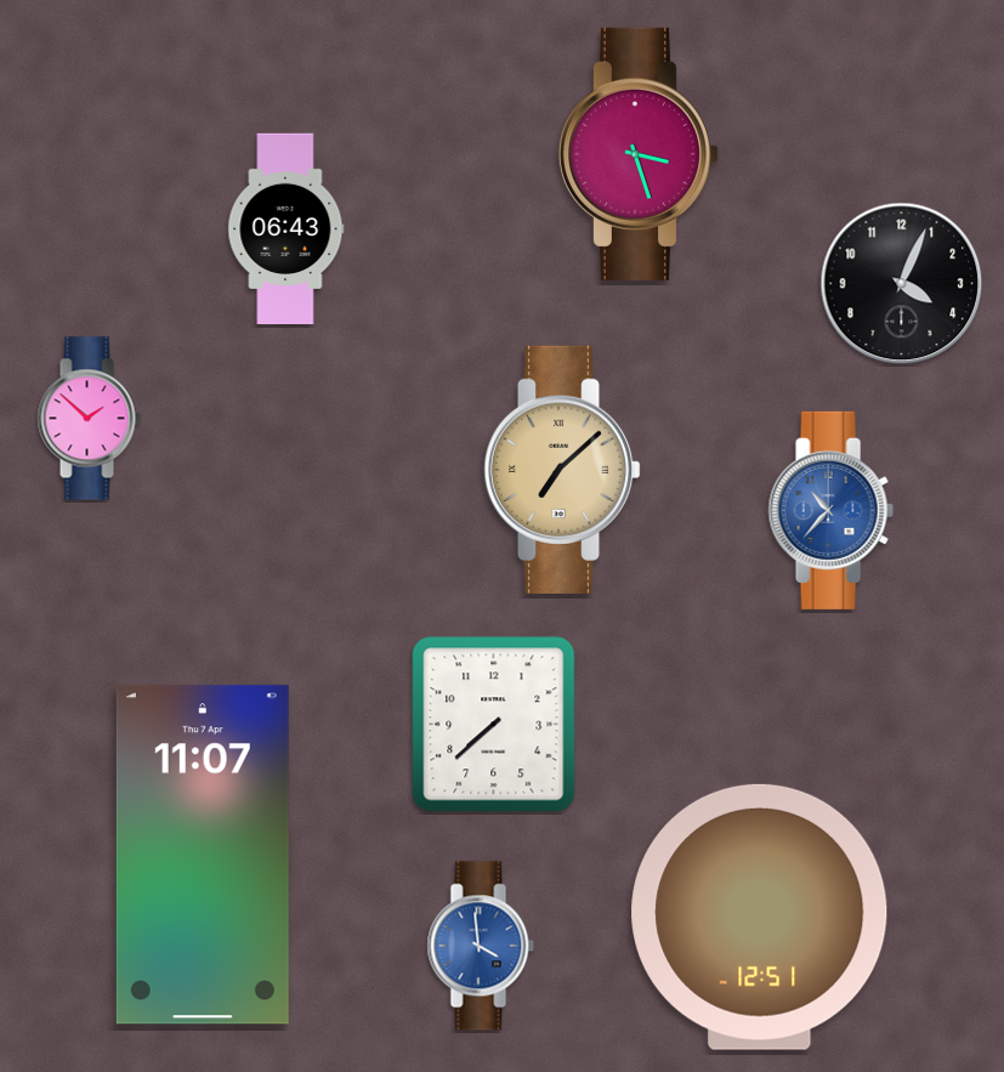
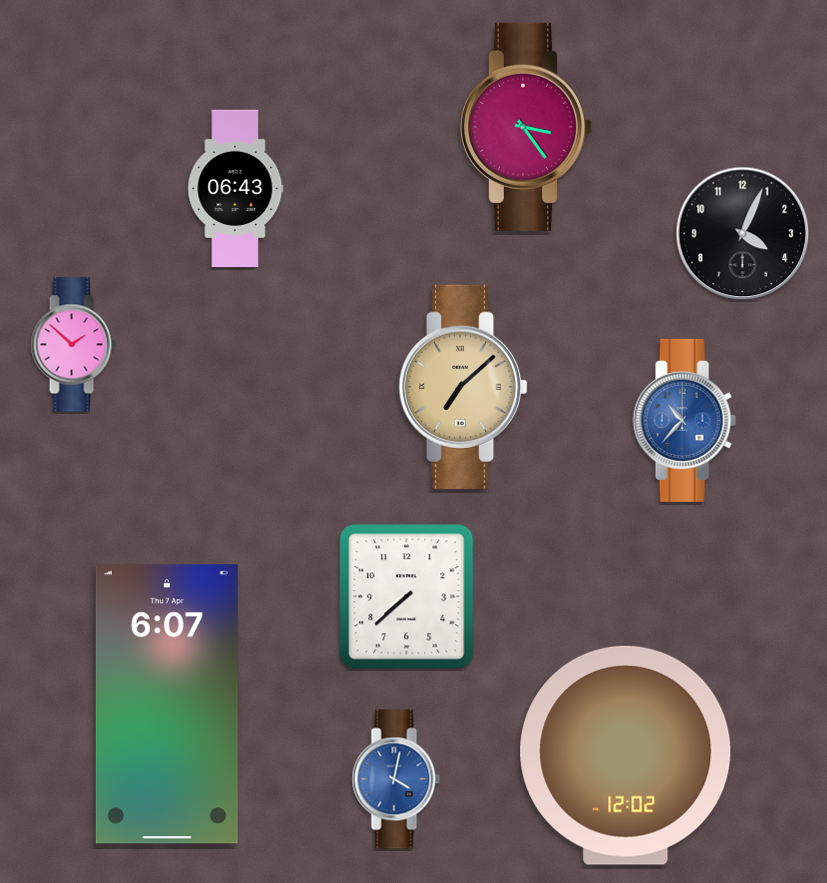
clock at (637, 154): 3:27 -> 3:24
clock at (203, 855): 11:07 -> 6:07
clock at (760, 917): 12:51 -> 12:02
clock at (481, 946): 3:59 -> 4:02
